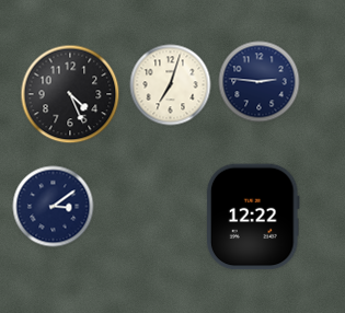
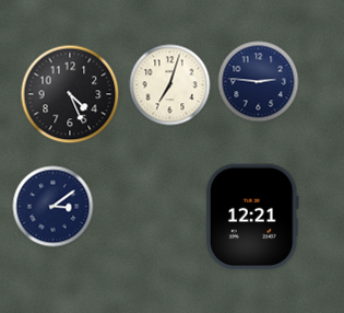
clock at (253, 217): 12:22 -> 12:21
